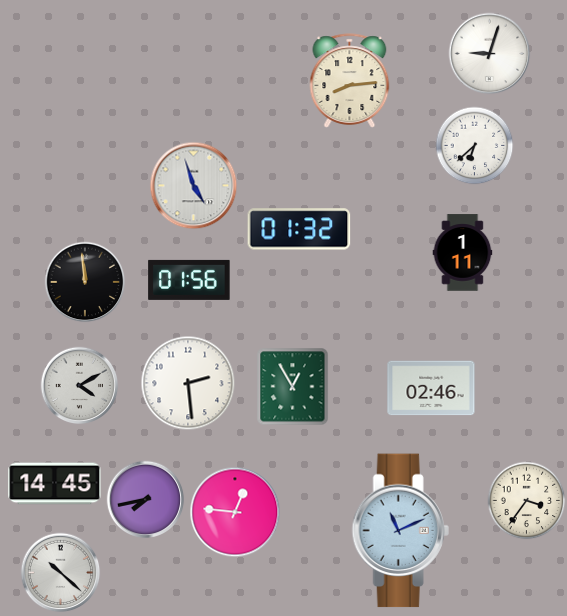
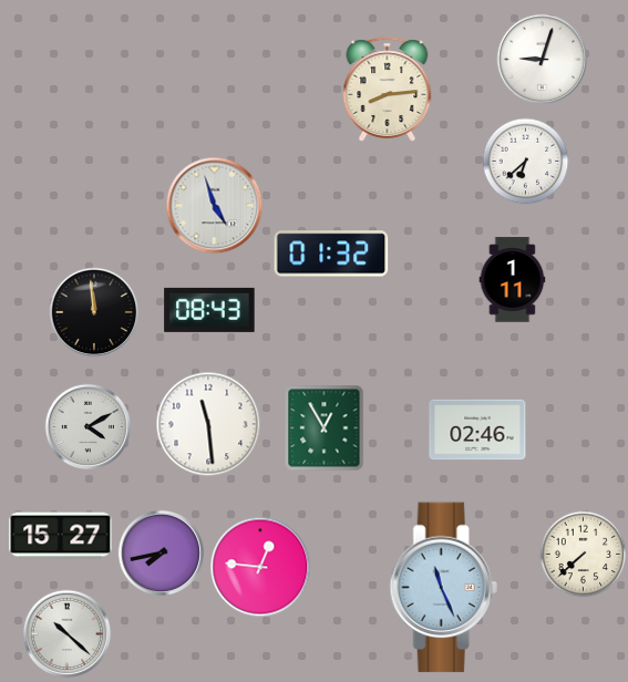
clock at (189, 280): 01:56 -> 08:43
clock at (188, 383): 2:29 -> 11:29
clock at (55, 484): 14:45 -> 15:27
clock at (526, 500): 3:36 -> 7:38
clock at (400, 531): 11:11 -> 11:26
